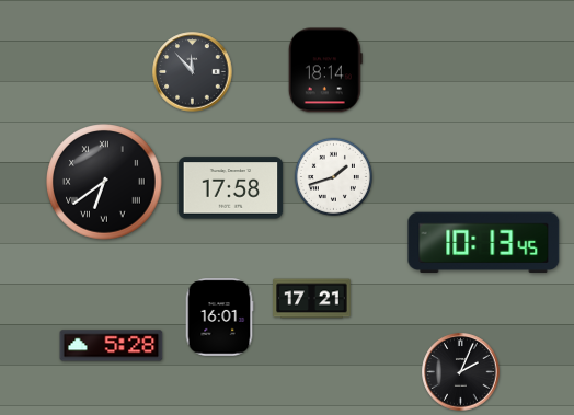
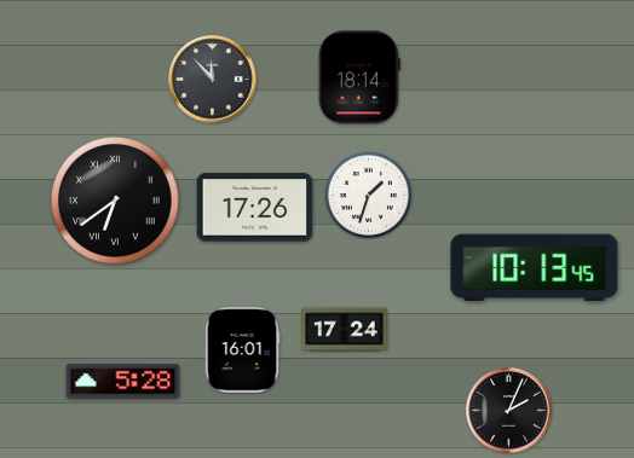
clock at (333, 176): 1:42 -> 1:33
clock at (231, 188): 17:58 -> 17:26
clock at (312, 299): 17:21 -> 17:24
